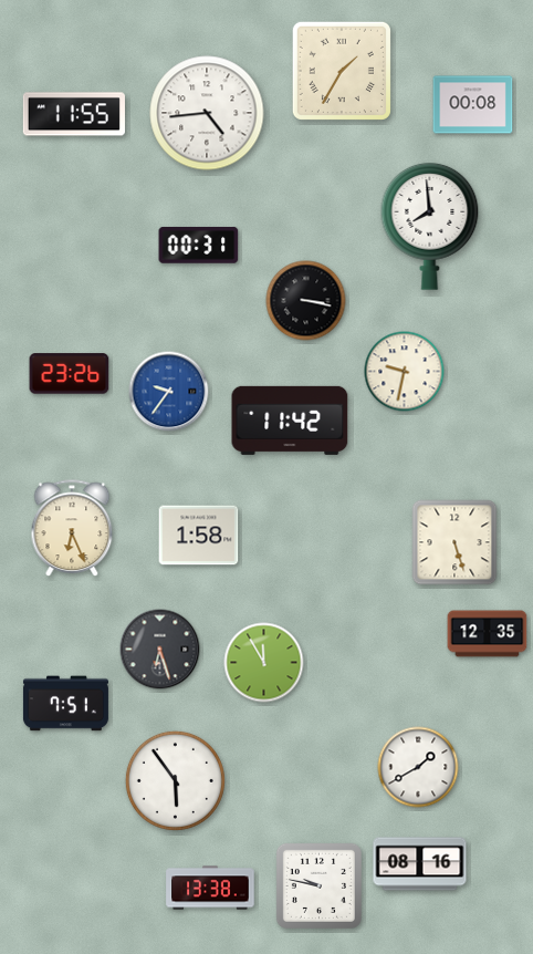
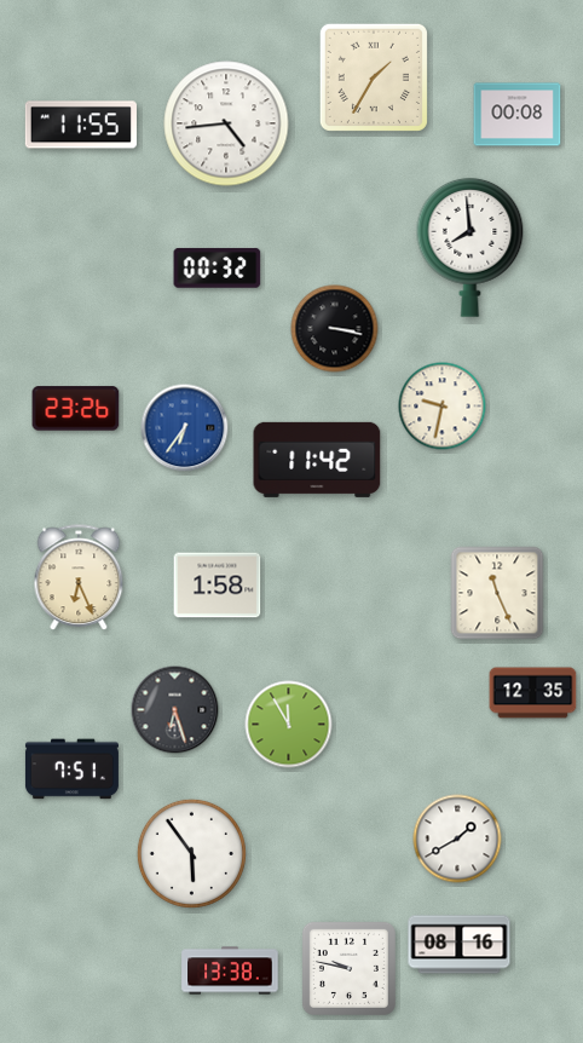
clock at (199, 246): 00:31 -> 00:32
clock at (169, 392): 9:36 -> 6:36
clock at (454, 542): 5:27 -> 11:26
